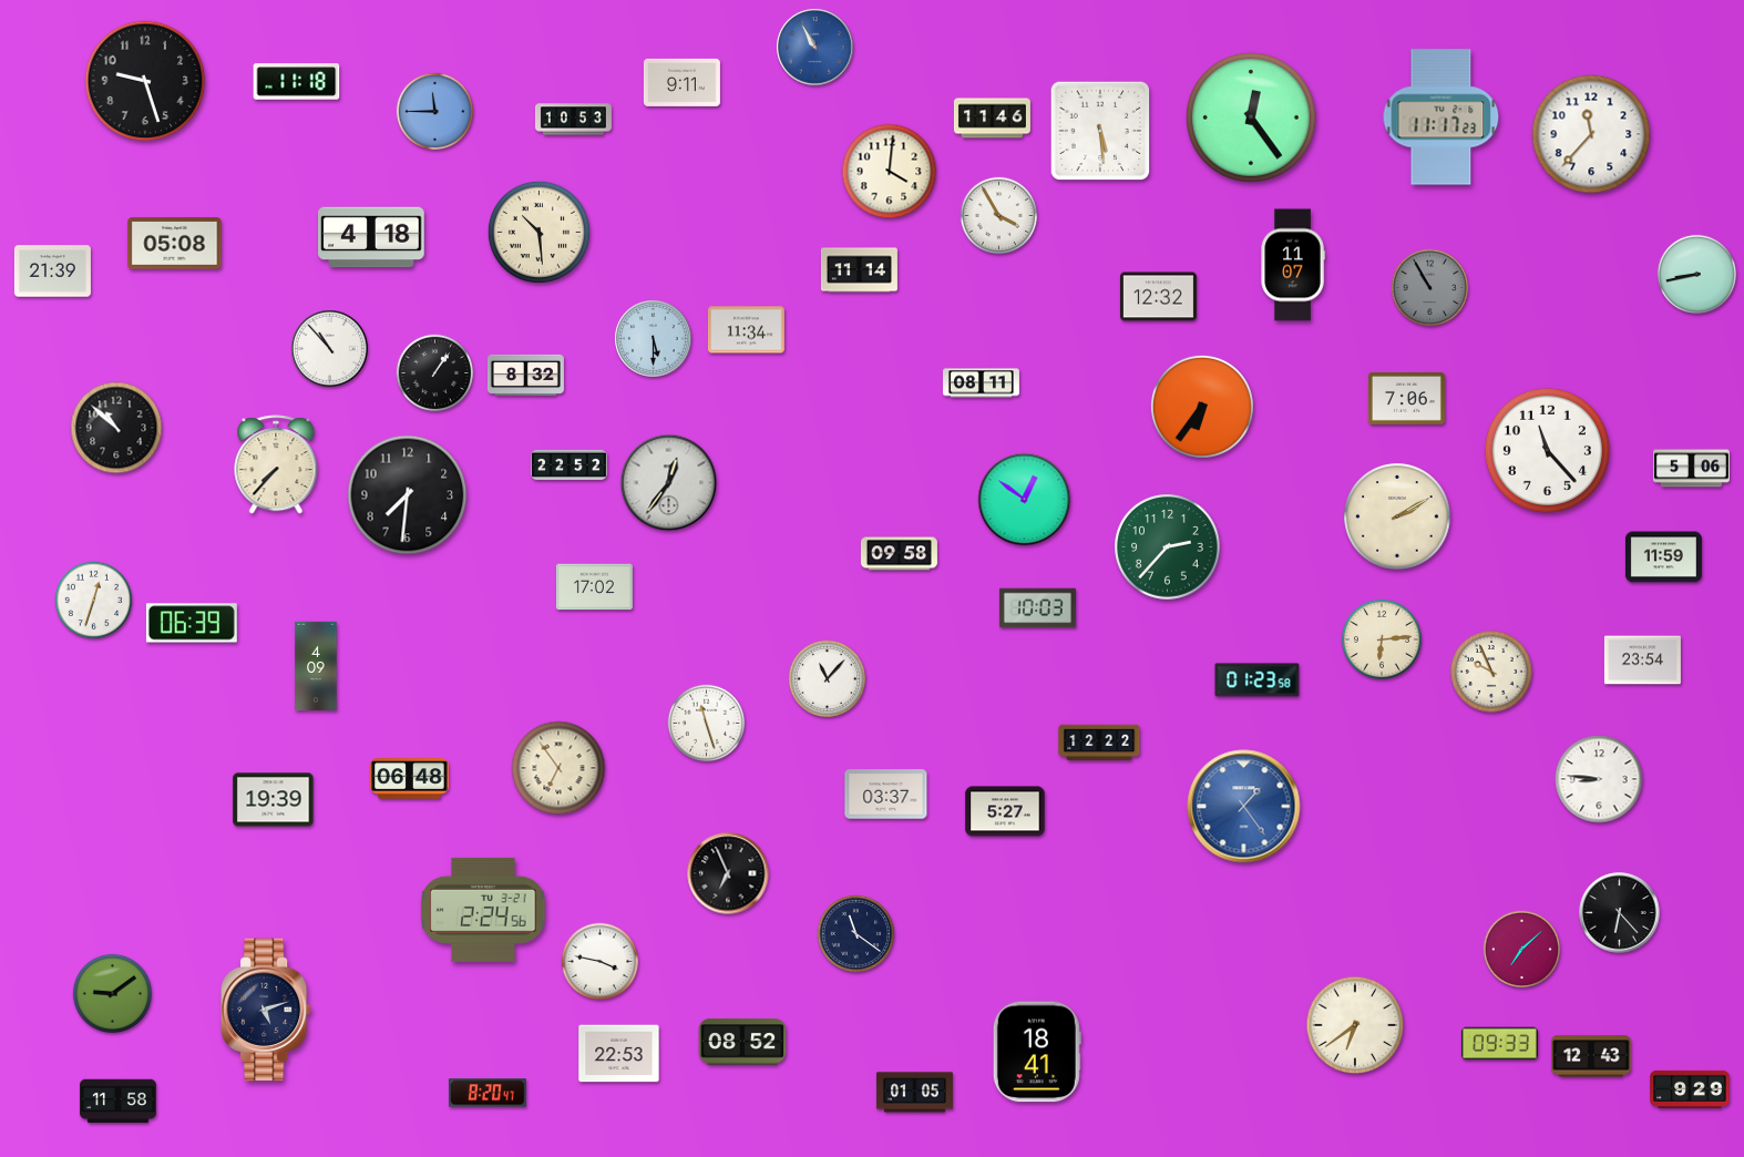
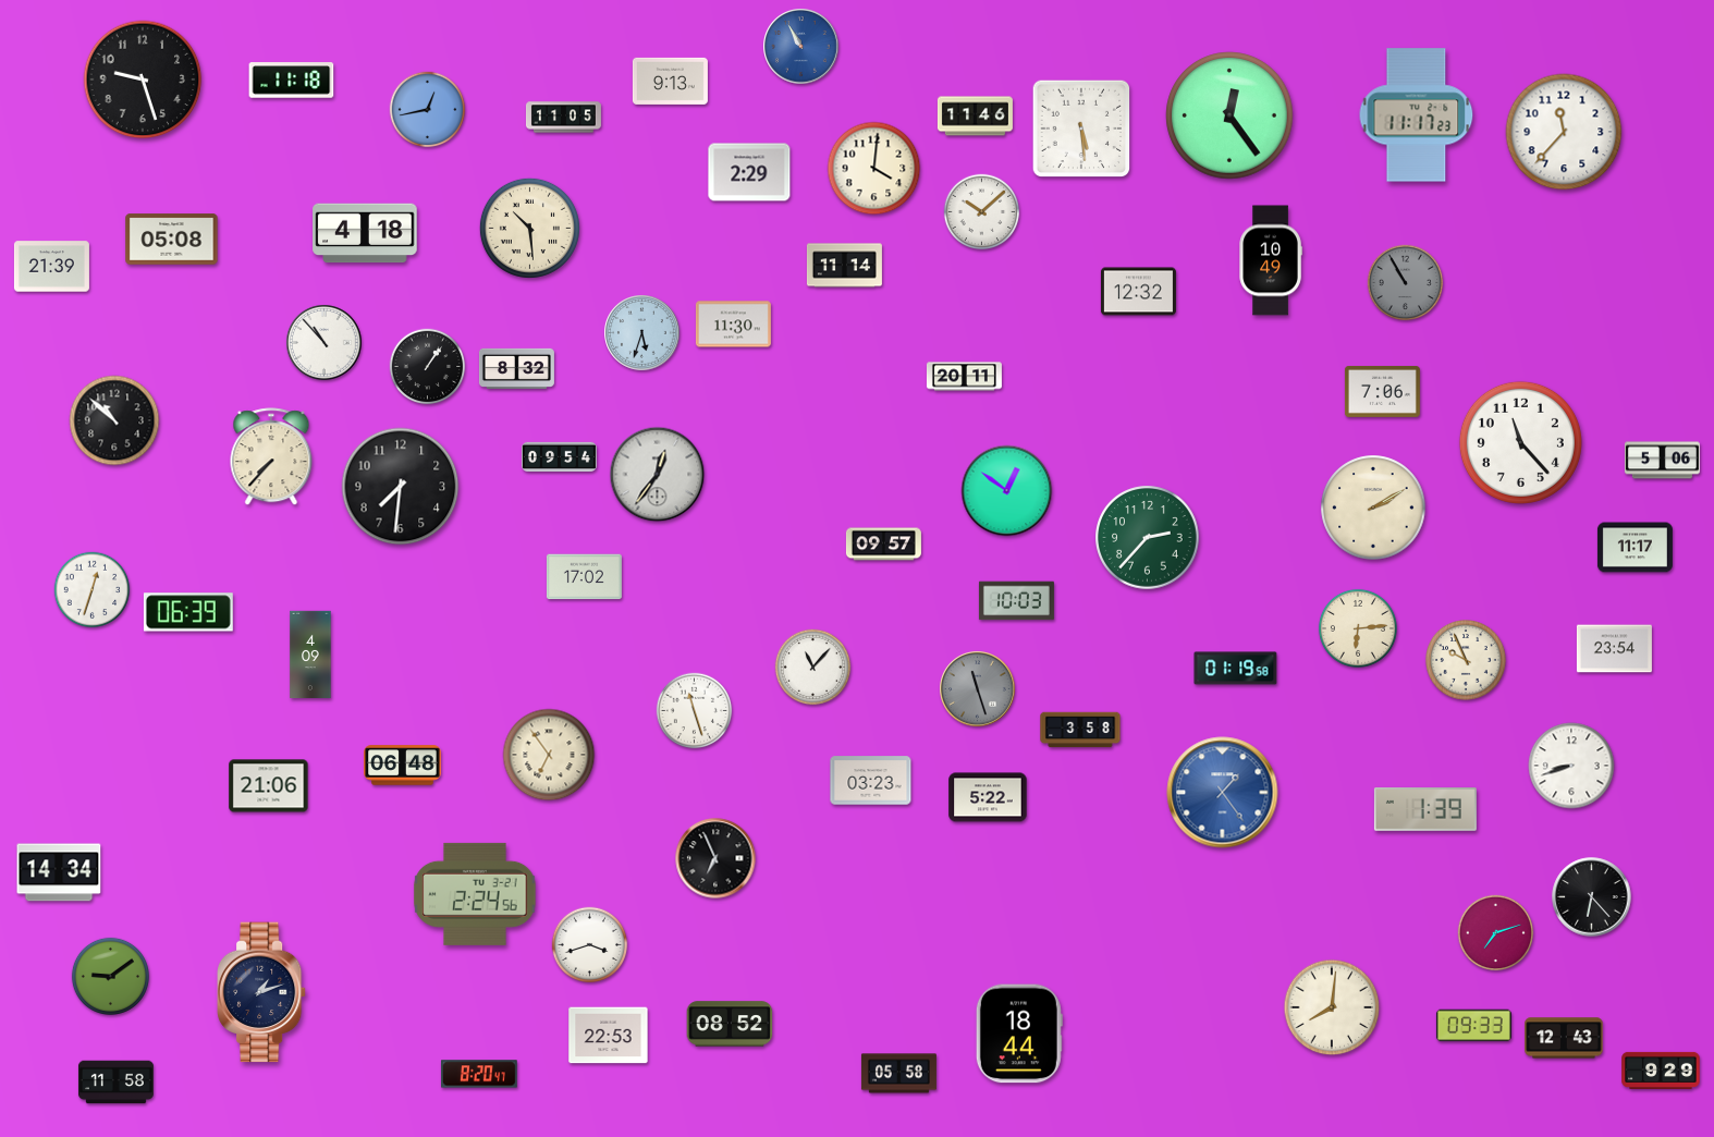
clock at (681, 82): 9:11 -> 9:13
clock at (435, 112): 11:45 -> 12:43
clock at (573, 120): 10:53 -> 11:05
clock at (749, 172): none -> 2:29
clock at (999, 216): 3:55 -> 10:08
clock at (1293, 265): 11:07 -> 10:49
clock at (1696, 274): 8:43 -> none
clock at (746, 330): 11:34 -> 11:30
clock at (654, 339): 5:30 -> 5:33
clock at (981, 383): 08:11 -> 20:11
clock at (1202, 407): 6:36 -> none
clock at (568, 464): 22:52 -> 09:54
clock at (899, 554): 09:58 -> 09:57
clock at (1663, 557): 11:59 -> 11:17
clock at (1037, 608) position: (1037, 608) -> (1016, 601)
clock at (1258, 680): 01:23 -> 01:19
clock at (978, 689): none -> 11:27
clock at (1099, 743): 12:22 -> 3:58
clock at (1599, 779): 8:46 -> 8:42
clock at (886, 795): 03:37 -> 03:23
clock at (274, 800): 19:39 -> 21:06
clock at (1005, 811): 5:27 -> 5:22
clock at (1425, 810): none -> 1:39
clock at (59, 872): none -> 14:34
clock at (856, 934): 11:21 -> none
clock at (1522, 950): 7:08 -> 7:12
clock at (601, 962): 3:47 -> 3:42
clock at (266, 1010): 5:12 -> 1:12
clock at (1355, 1025): 6:39 -> 8:01
clock at (1037, 1052): 18:41 -> 18:44
clock at (914, 1093): 01:05 -> 05:58
